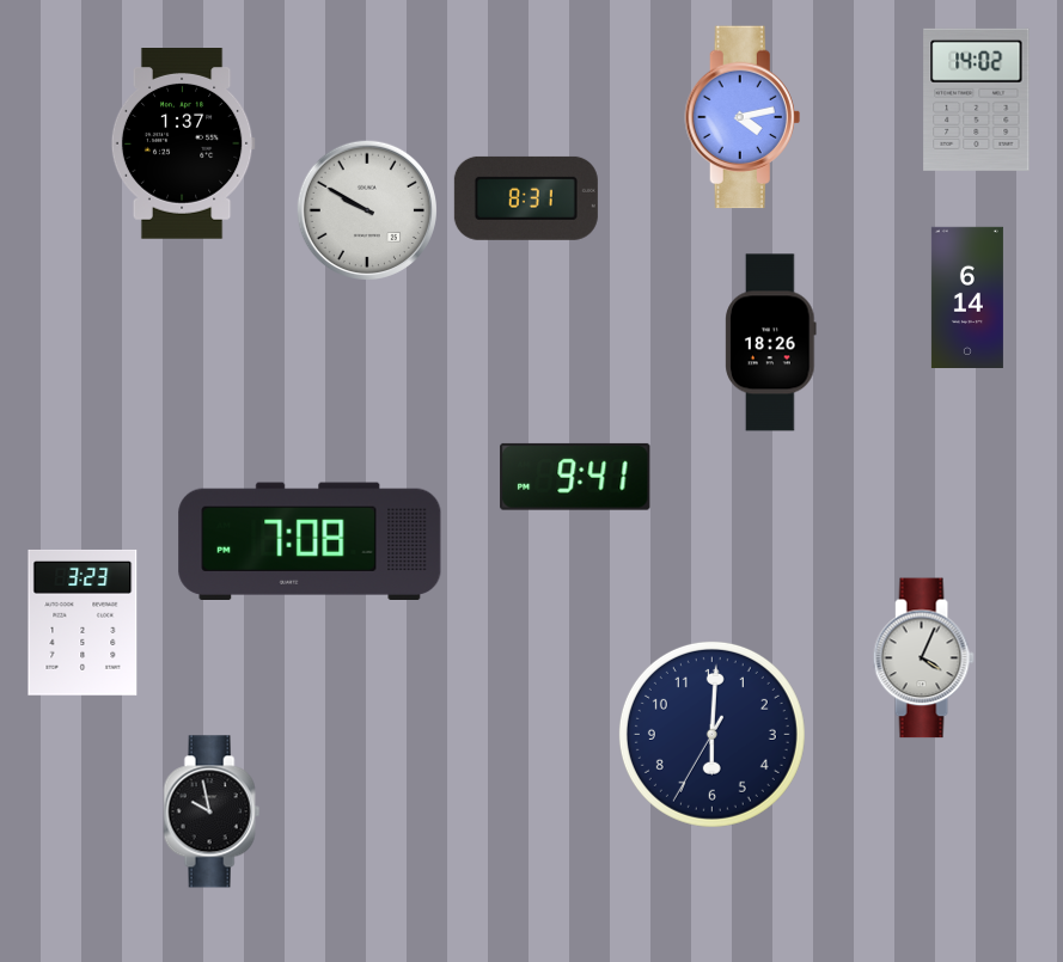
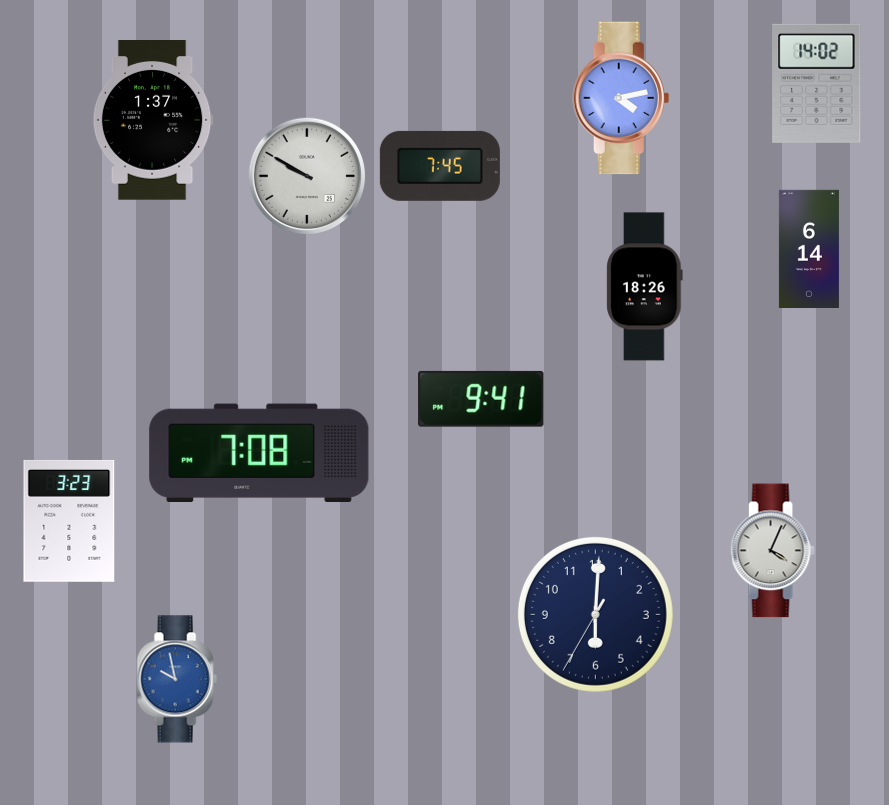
clock at (526, 198): 8:31 -> 7:45
clock at (212, 811) dial: black -> blue
